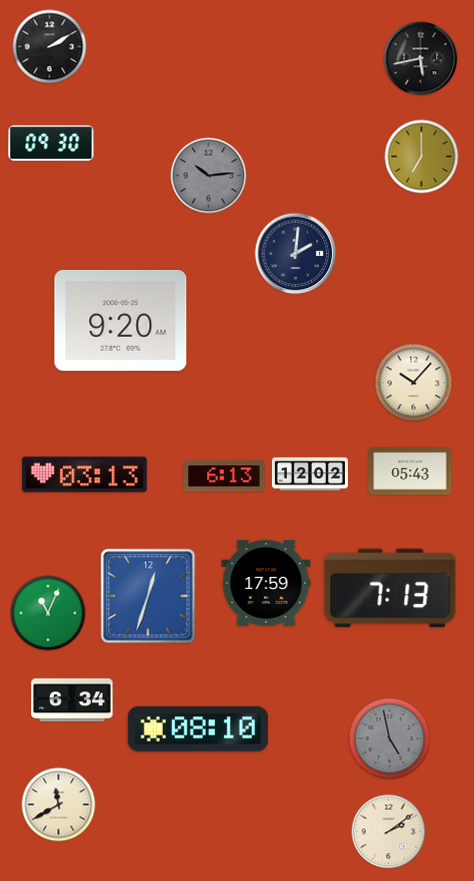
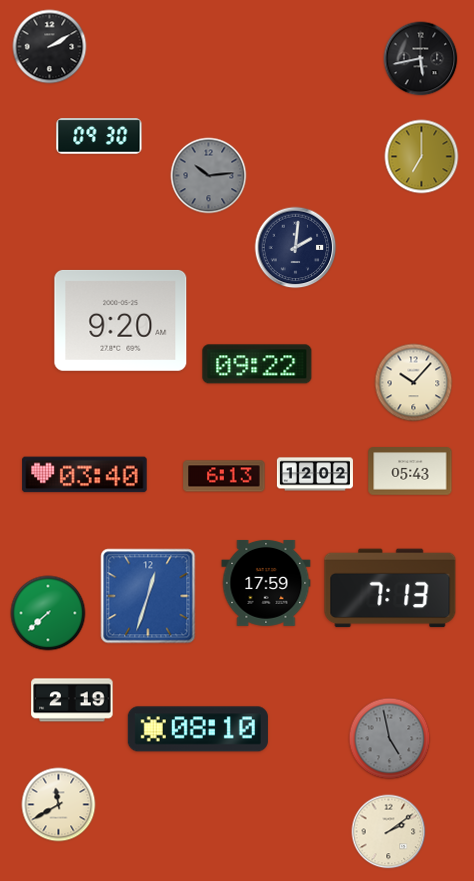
clock at (51, 143) position: (51, 143) -> (99, 136)
clock at (296, 254) position: (296, 254) -> (296, 248)
clock at (257, 364): none -> 09:22
clock at (310, 474) position: (310, 474) -> (315, 474)
clock at (85, 475): 03:13 -> 03:40
clock at (48, 613): 11:04 -> 7:38
clock at (72, 700): 6:34 -> 2:19
